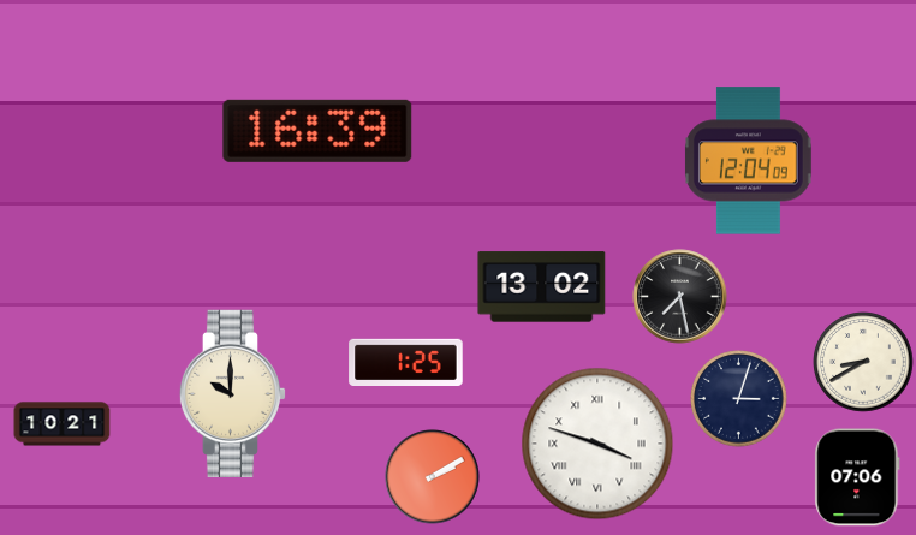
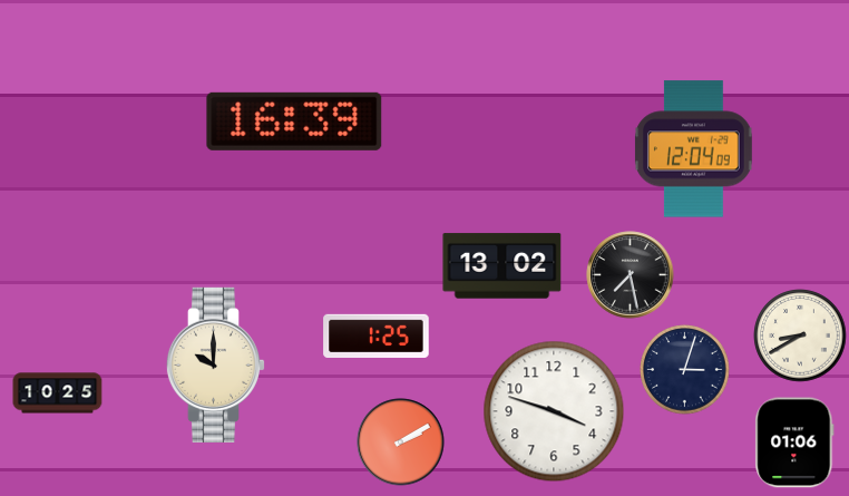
clock at (63, 424): 10:21 -> 10:25
clock at (597, 444) numerals: Roman -> Arabic
clock at (857, 477): 07:06 -> 01:06
